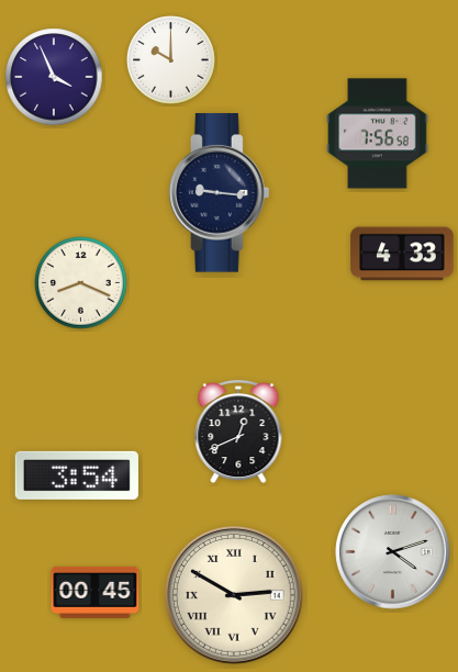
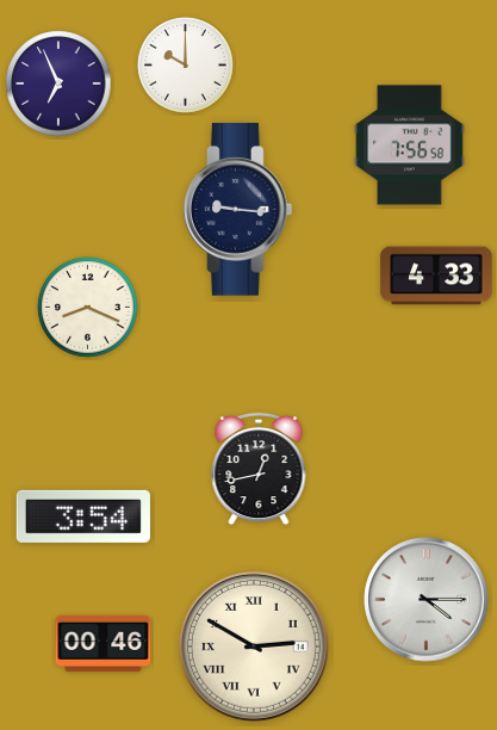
clock at (54, 77): 3:56 -> 6:56
clock at (238, 432): 12:41 -> 12:43
clock at (393, 552): 4:12 -> 4:15
clock at (96, 592): 00:45 -> 00:46
